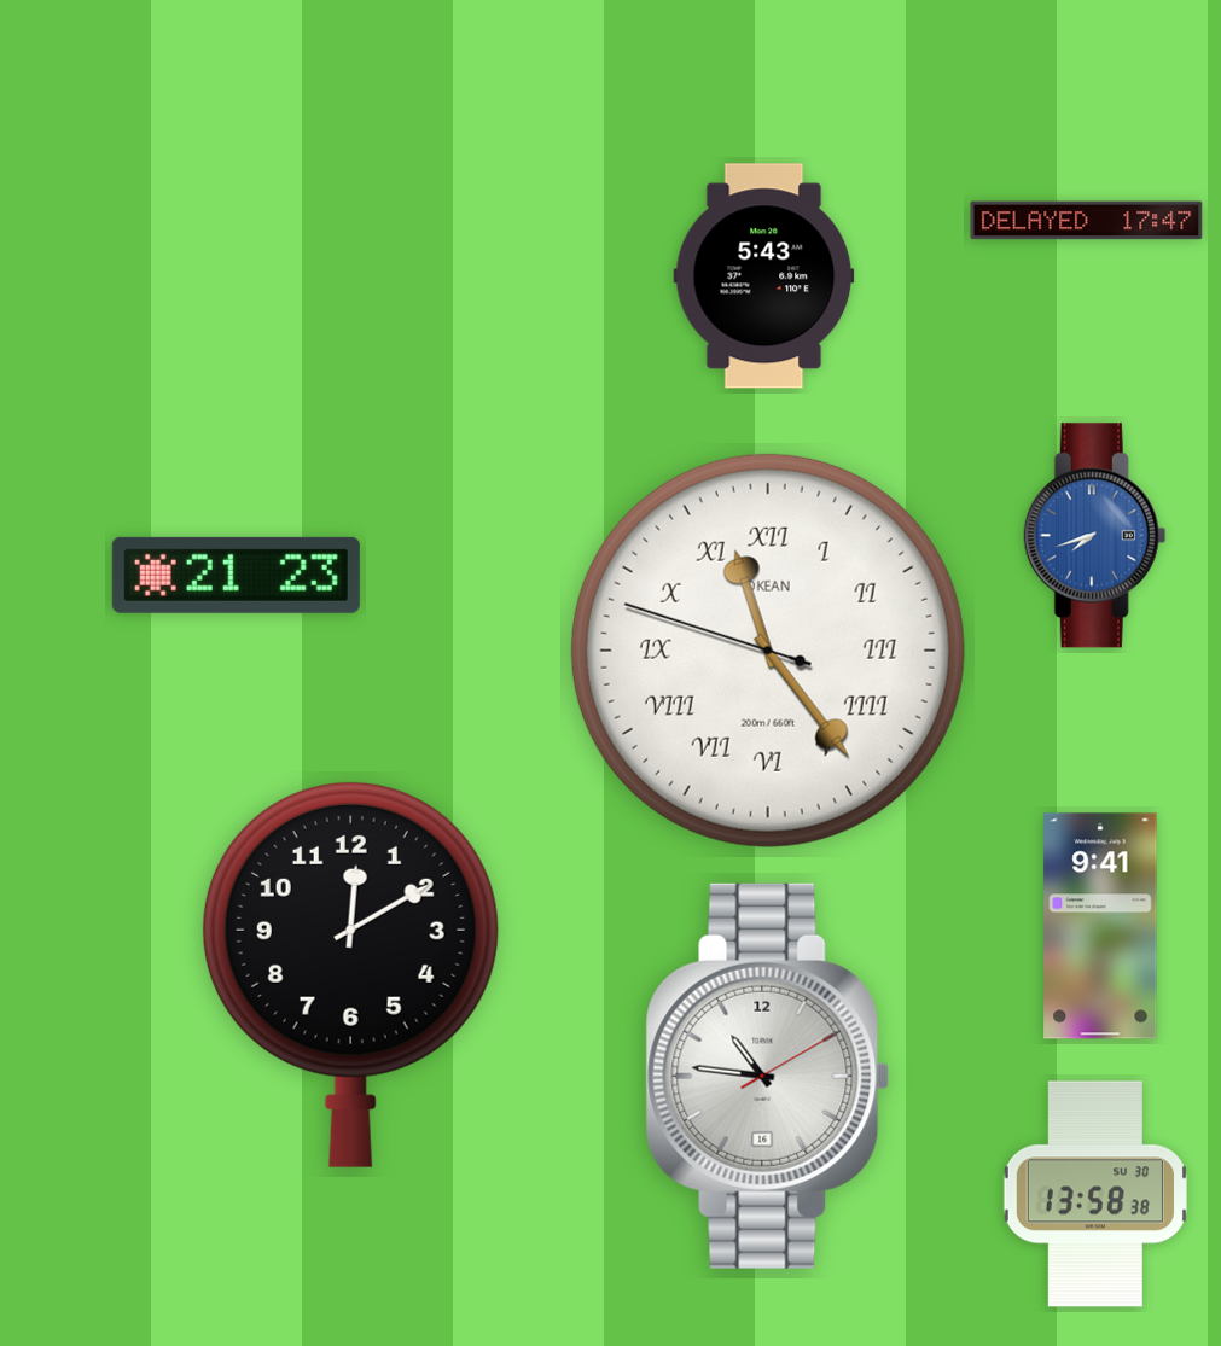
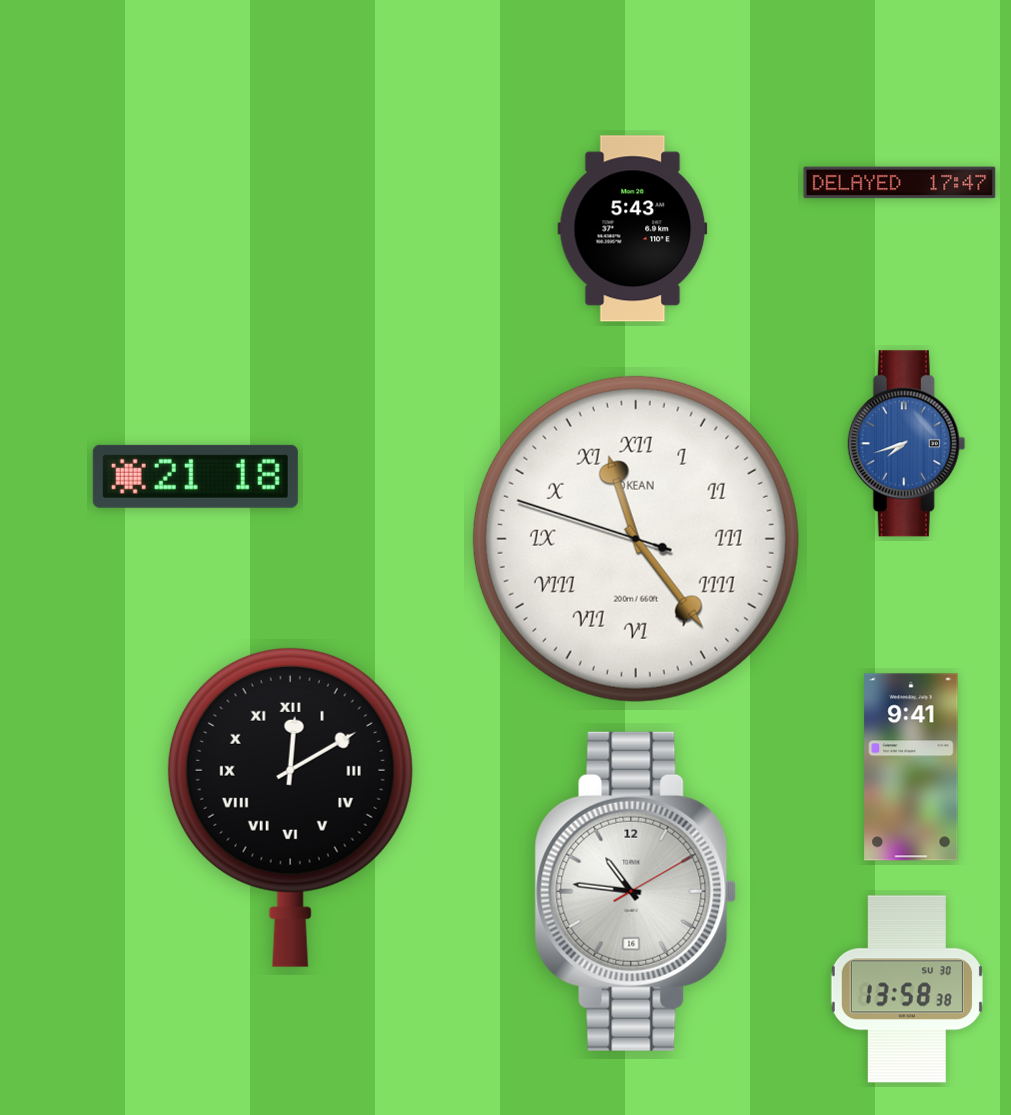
clock at (236, 575): 21:23 -> 21:18
clock at (350, 974) numerals: Arabic -> Roman
